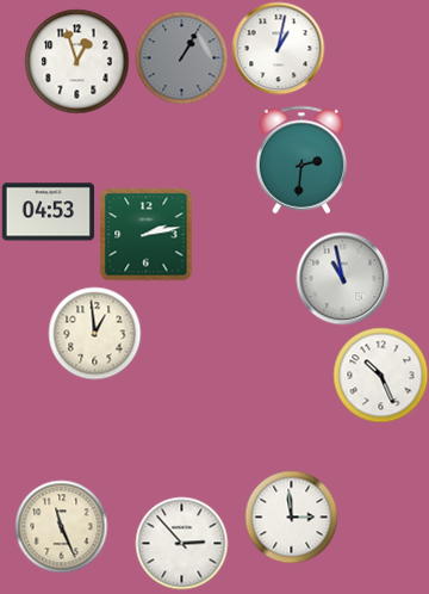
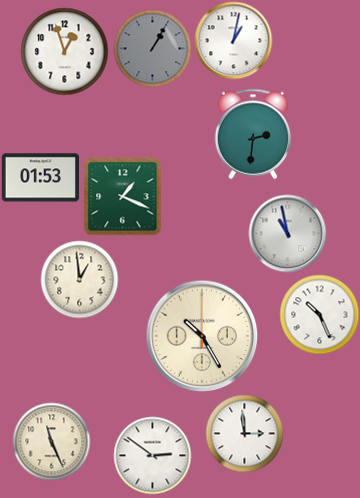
clock at (48, 212): 04:53 -> 01:53
clock at (145, 234): 2:13 -> 1:19
clock at (202, 336): none -> 10:25
clock at (181, 543): 2:53 -> 2:51
